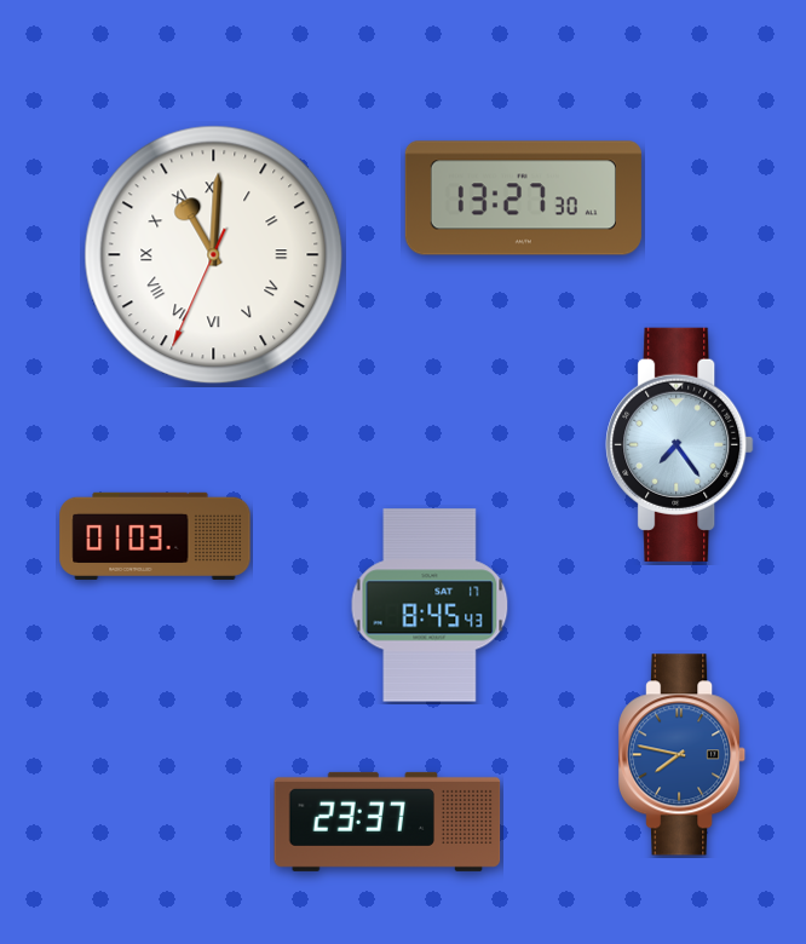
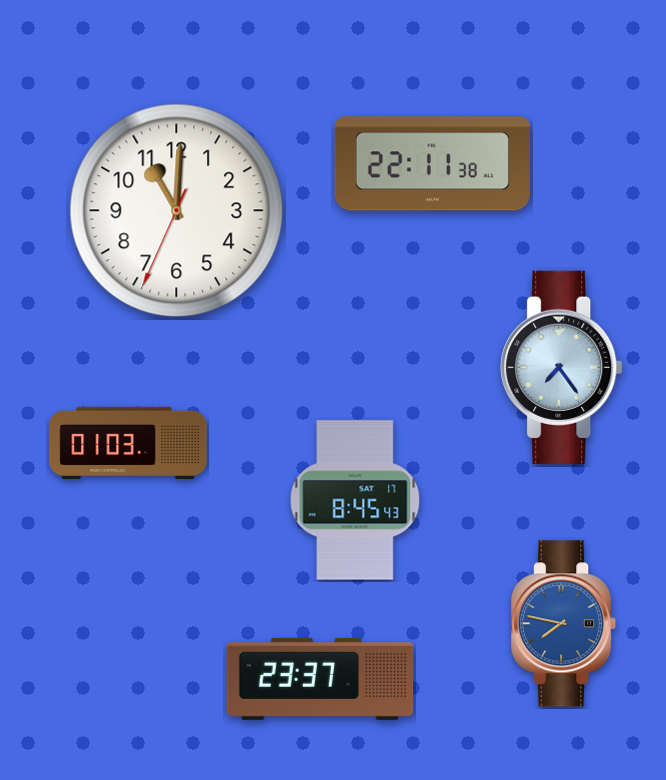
clock at (523, 198): 13:27 -> 22:11
clock at (214, 255) numerals: Roman -> Arabic
